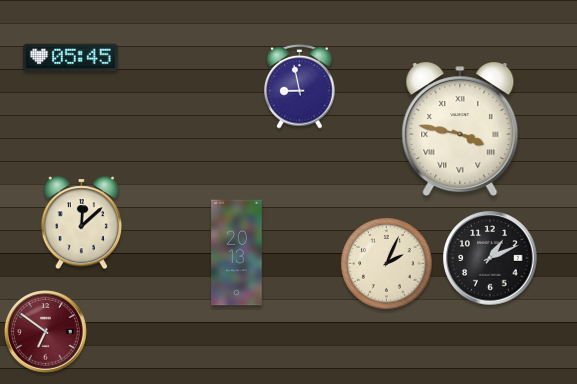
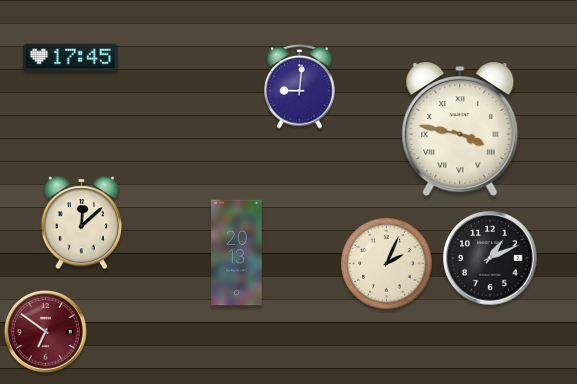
clock at (71, 58): 05:45 -> 17:45
clock at (300, 87): 8:58 -> 9:01
